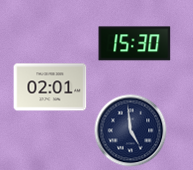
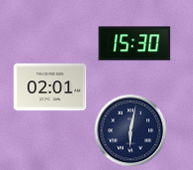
clock at (131, 131): 4:59 -> 6:02
